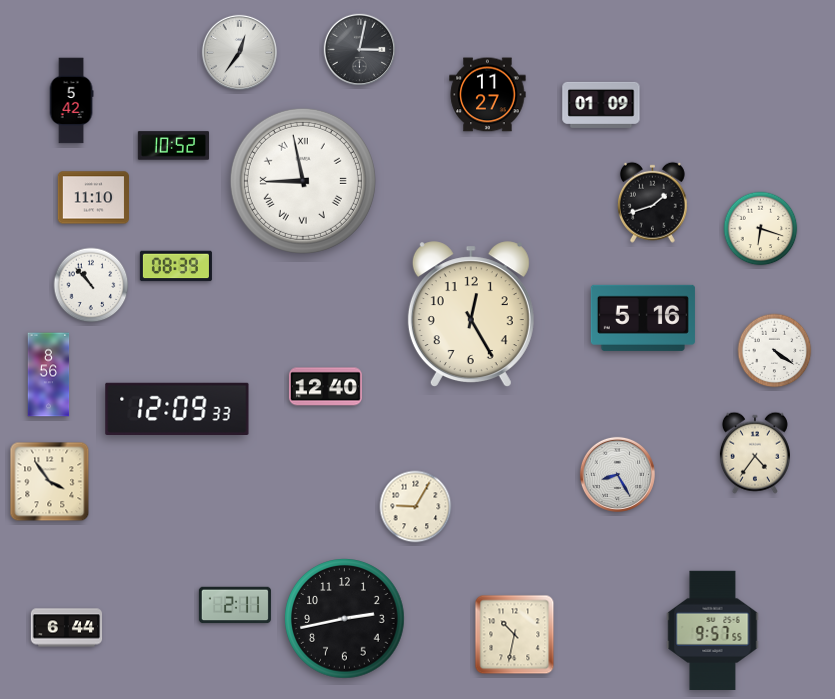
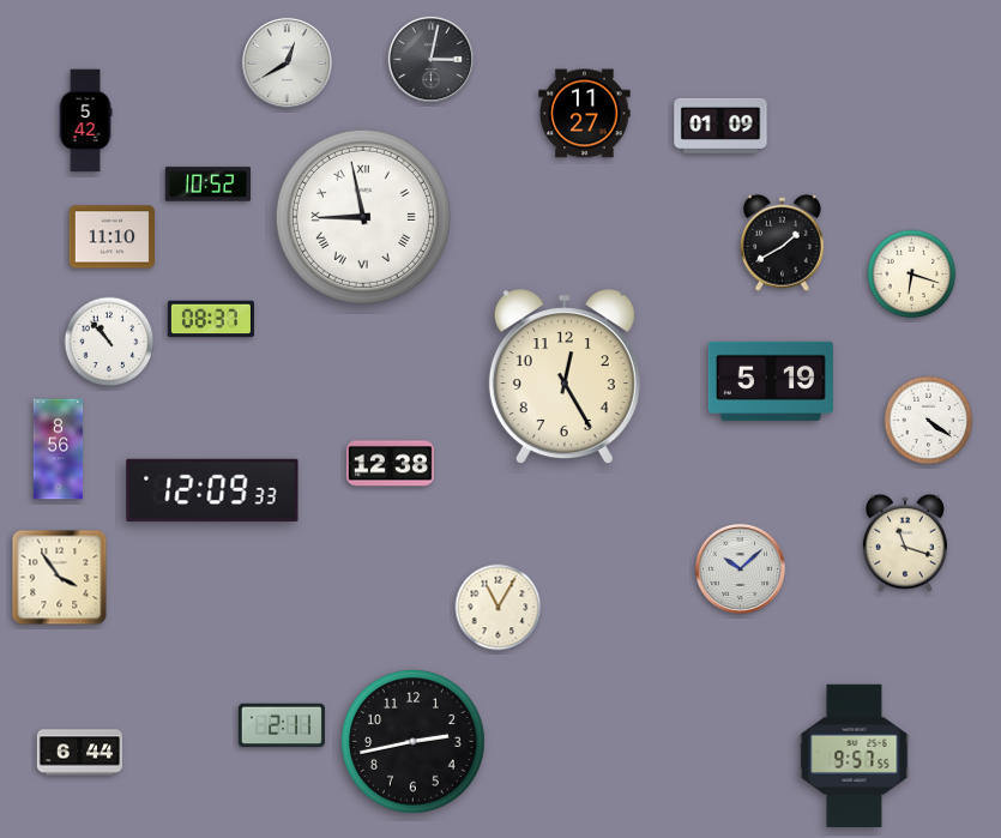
clock at (239, 52): 12:36 -> 12:40
clock at (173, 146) position: (173, 146) -> (207, 185)
clock at (652, 202): 1:42 -> 1:40
clock at (176, 266): 08:39 -> 08:37
clock at (643, 318): 5:16 -> 5:19
clock at (325, 387): 12:40 -> 12:38
clock at (755, 453): 4:36 -> 11:18
clock at (617, 474): 8:25 -> 10:08
clock at (416, 507): 9:05 -> 11:05
clock at (515, 635): 10:32 -> none
